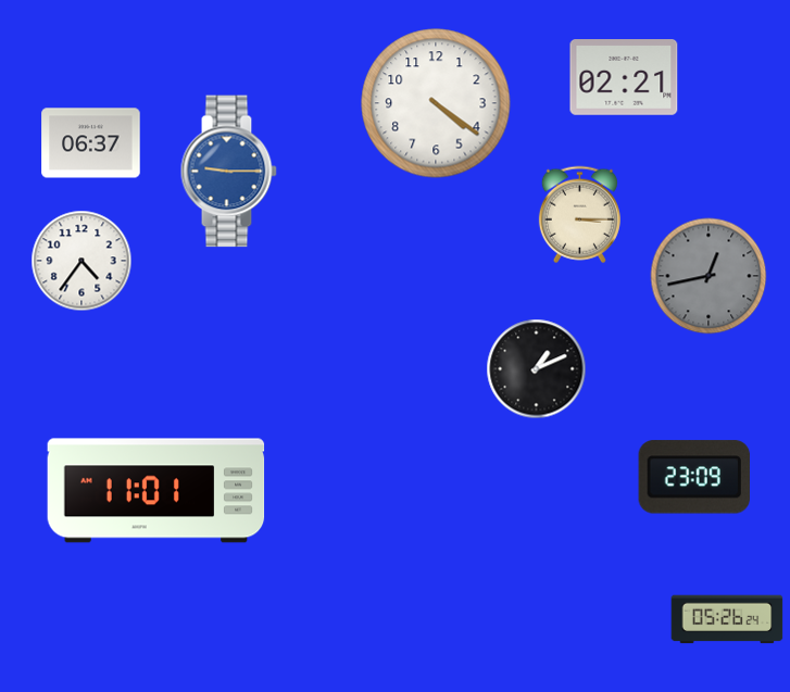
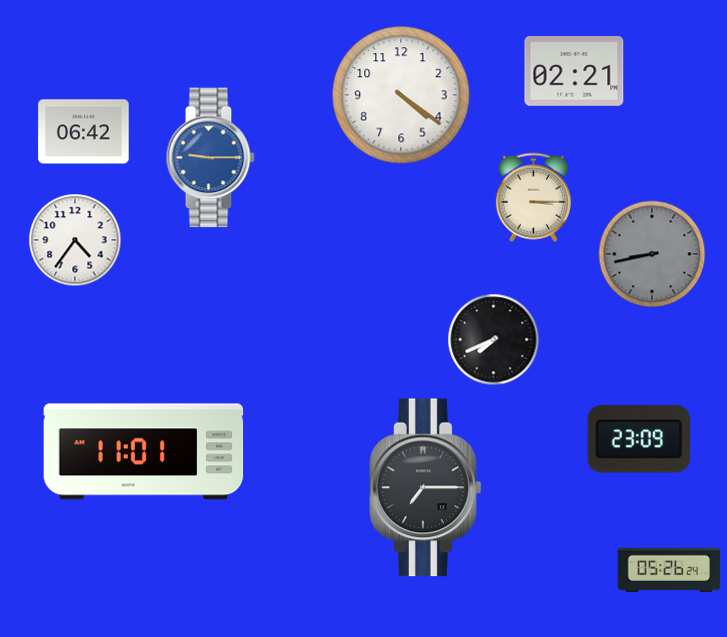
clock at (91, 143): 06:37 -> 06:42
clock at (709, 276): 12:43 -> 8:43
clock at (537, 369): 1:11 -> 7:41
clock at (426, 488): none -> 7:15
